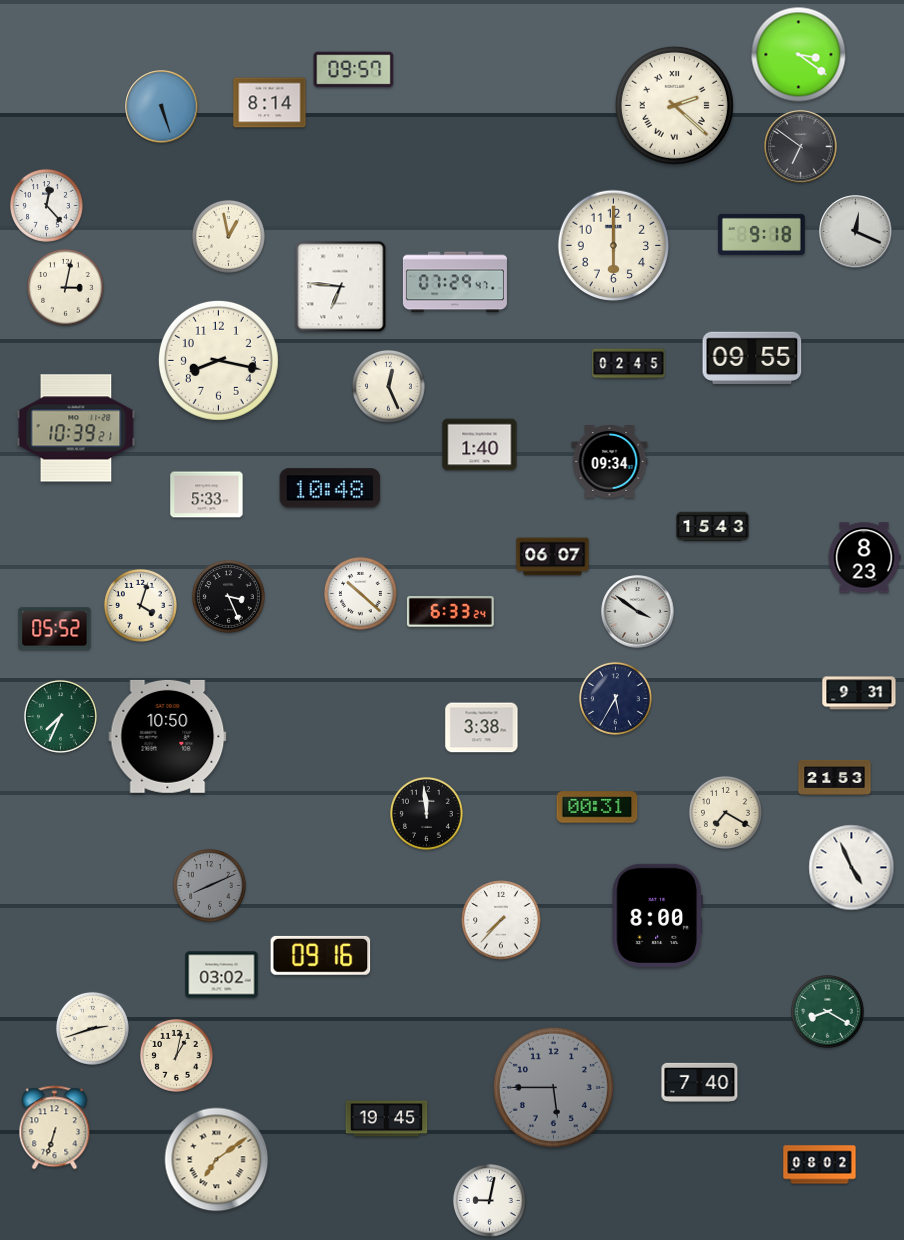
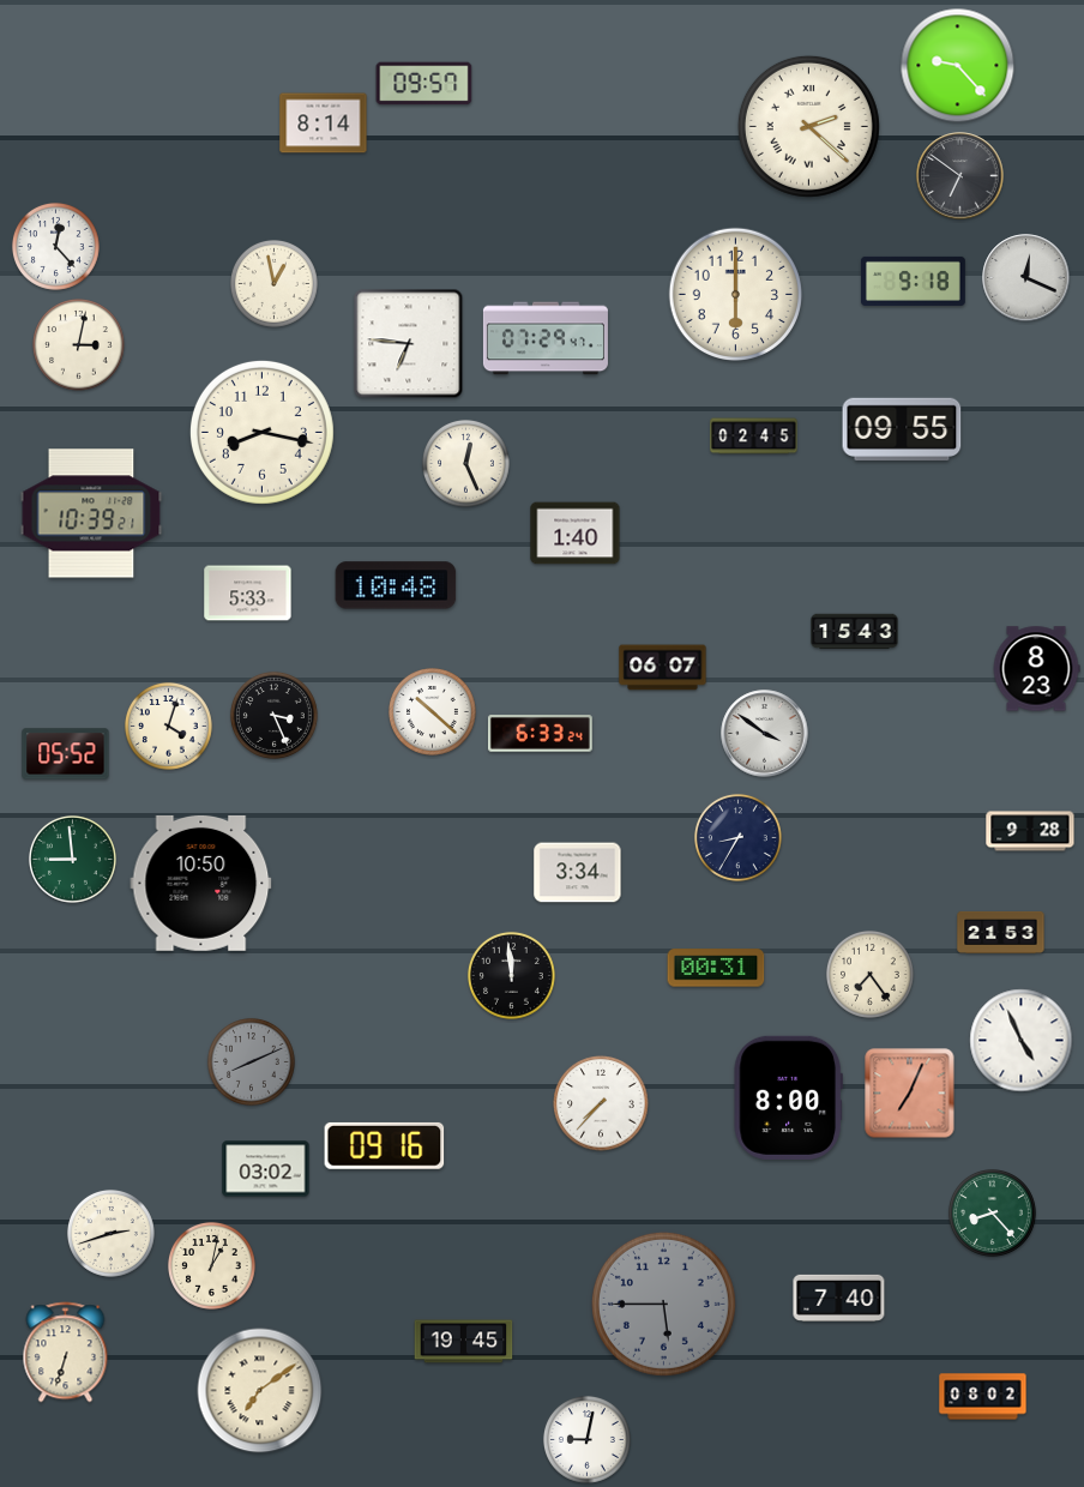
clock at (799, 55): 3:21 -> 9:23
clock at (162, 107): 5:27 -> none
clock at (610, 462): 09:34 -> none
clock at (859, 693): 9:31 -> 9:28
clock at (615, 698): 5:35 -> 8:35
clock at (60, 716): 7:34 -> 8:59
clock at (482, 728): 3:38 -> 3:34
clock at (725, 812): 7:20 -> 7:24
clock at (910, 1094): none -> 7:04
clock at (827, 1011): 8:20 -> 8:23
